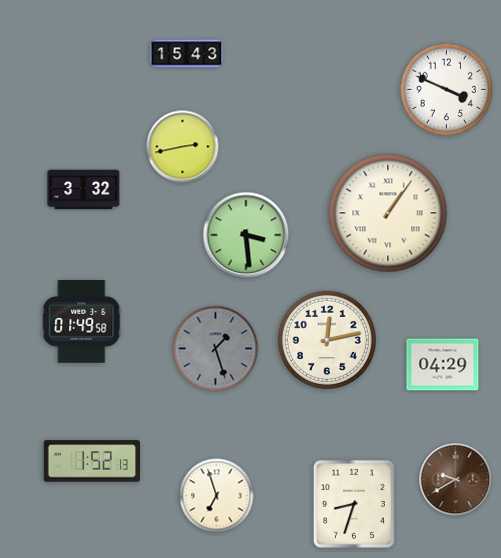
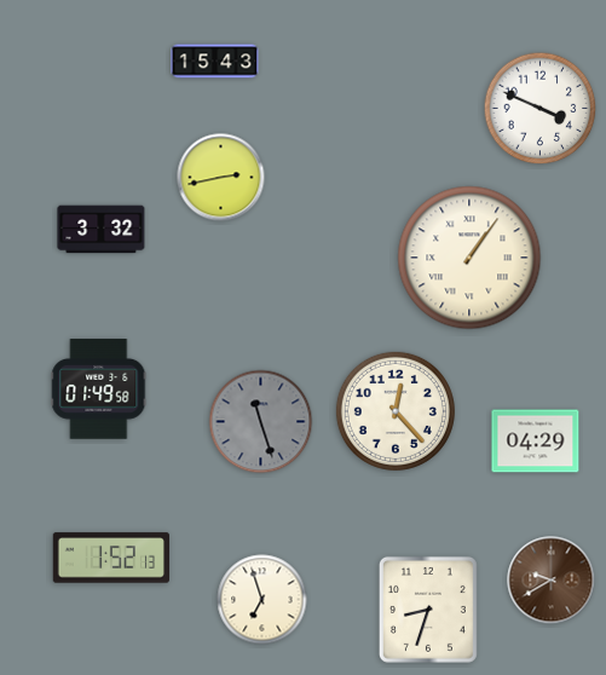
clock at (187, 54) position: (187, 54) -> (215, 62)
clock at (246, 235): 3:29 -> none
clock at (327, 340): 12:13 -> 12:23
clock at (216, 349): 1:27 -> 11:27
